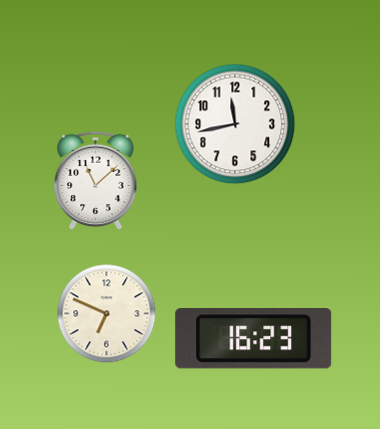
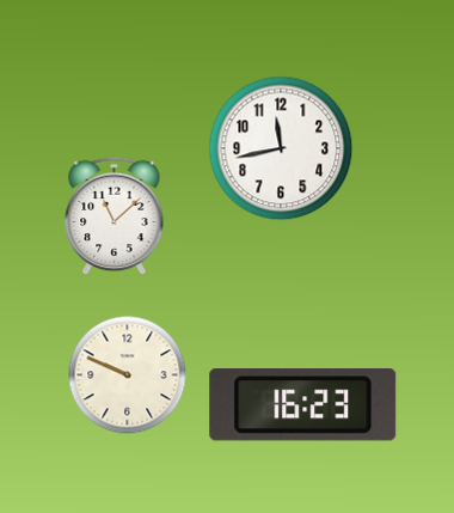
clock at (107, 314): 6:49 -> 9:49
